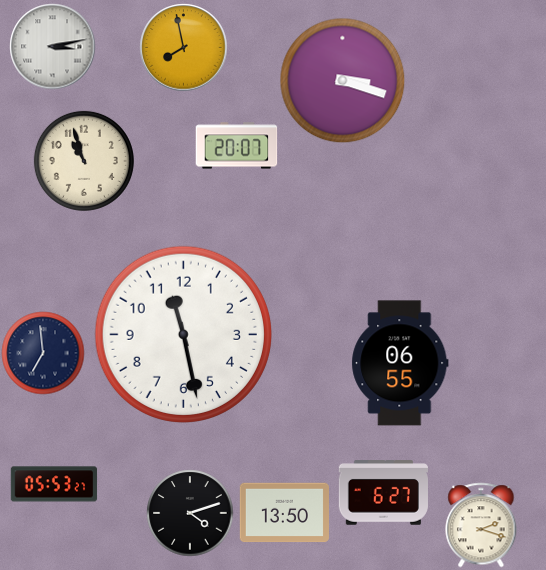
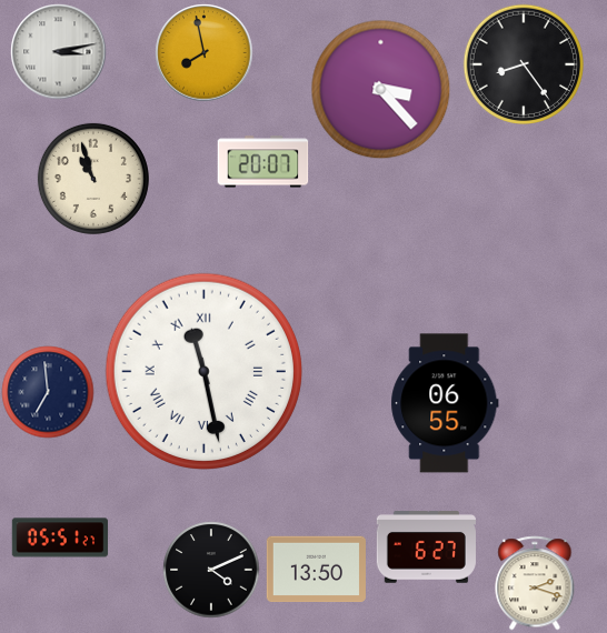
clock at (523, 63): none -> 8:24
clock at (342, 80): 3:18 -> 3:23
clock at (183, 334) numerals: Arabic -> Roman
clock at (54, 484): 05:53 -> 05:51
clock at (190, 513): 4:12 -> 4:11
